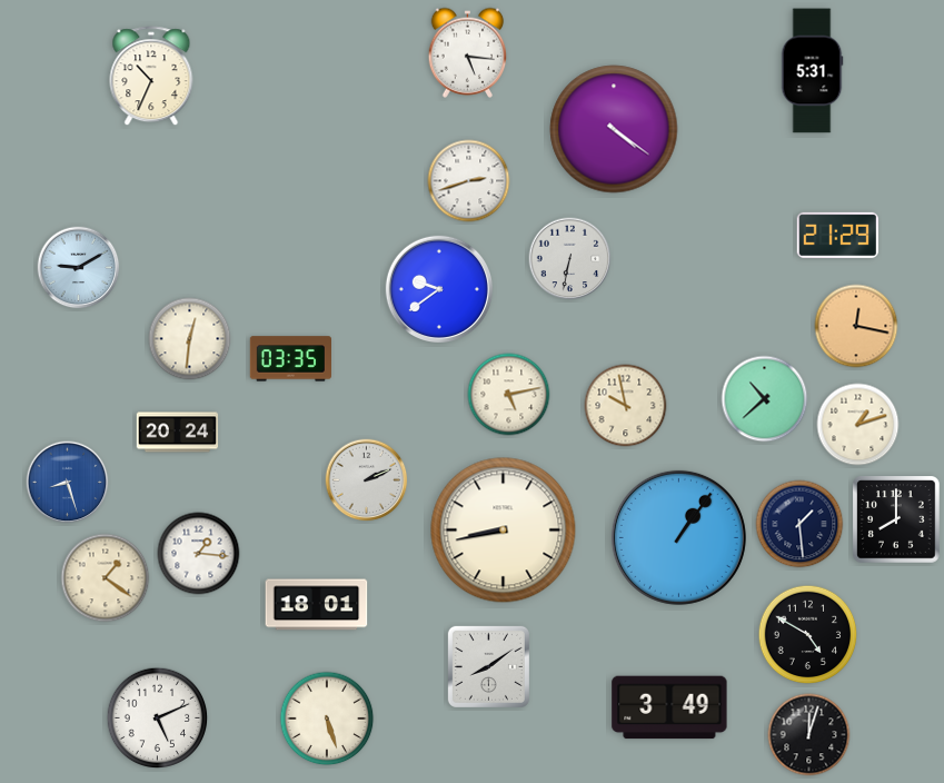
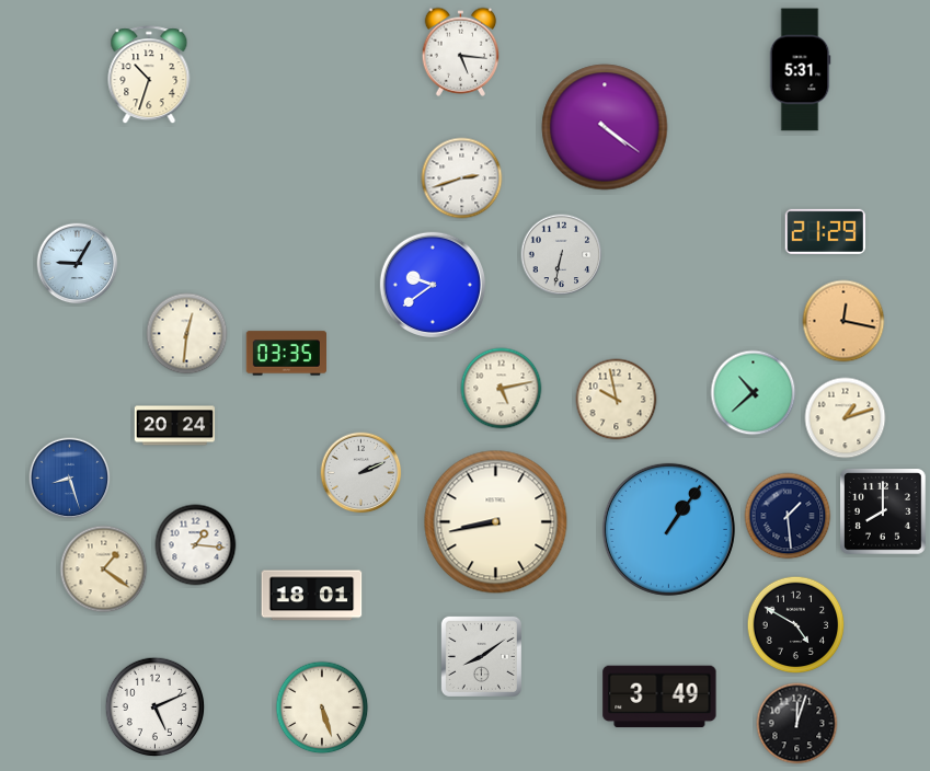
clock at (151, 77): 10:34 -> 10:33
clock at (79, 268): 9:10 -> 9:05
clock at (68, 483) position: (68, 483) -> (70, 479)
